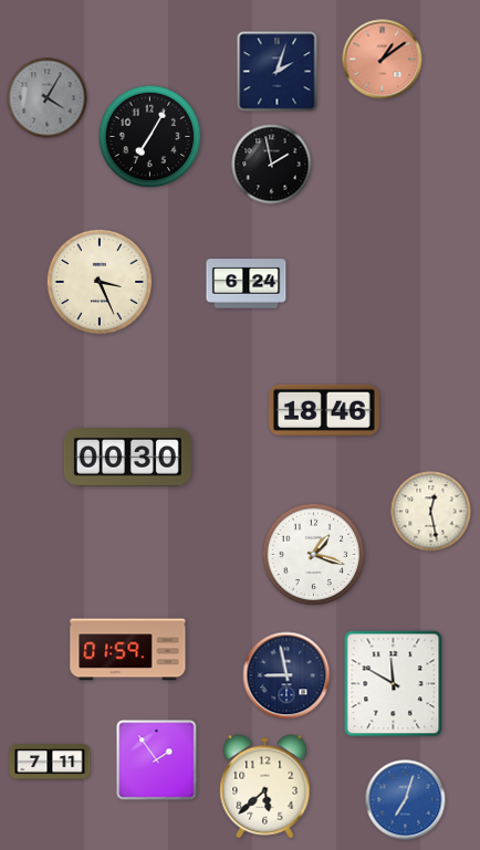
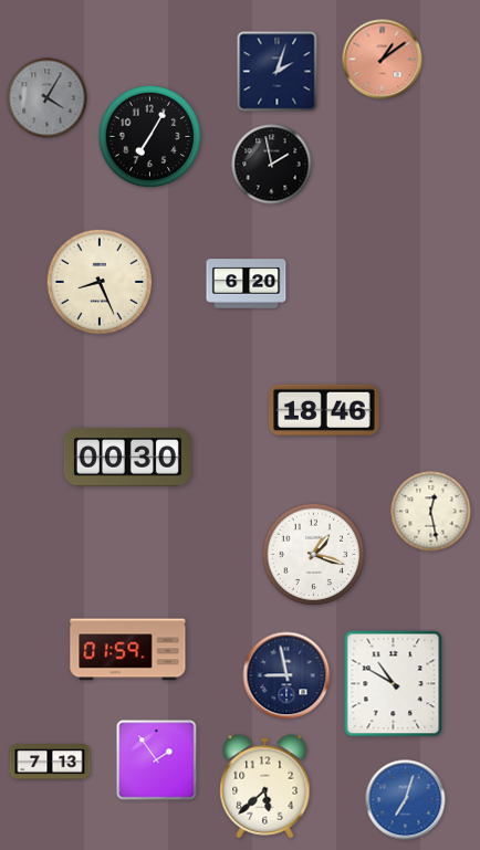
clock at (98, 281): 3:26 -> 8:26
clock at (247, 284): 6:24 -> 6:20
clock at (394, 684): 11:50 -> 10:50
clock at (50, 762): 7:11 -> 7:13
